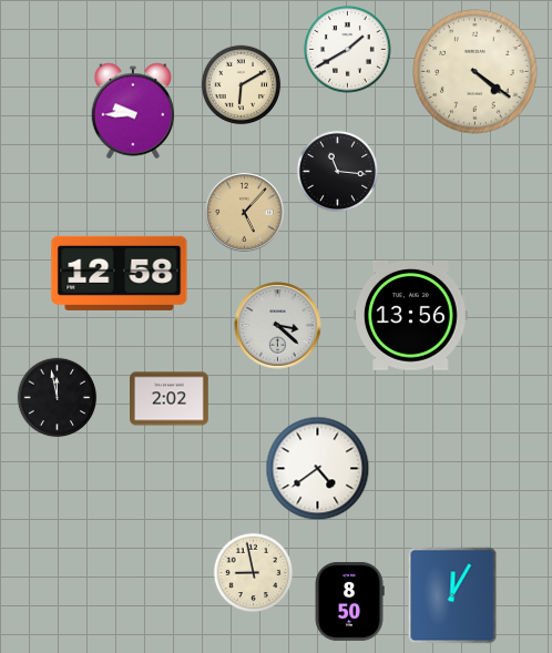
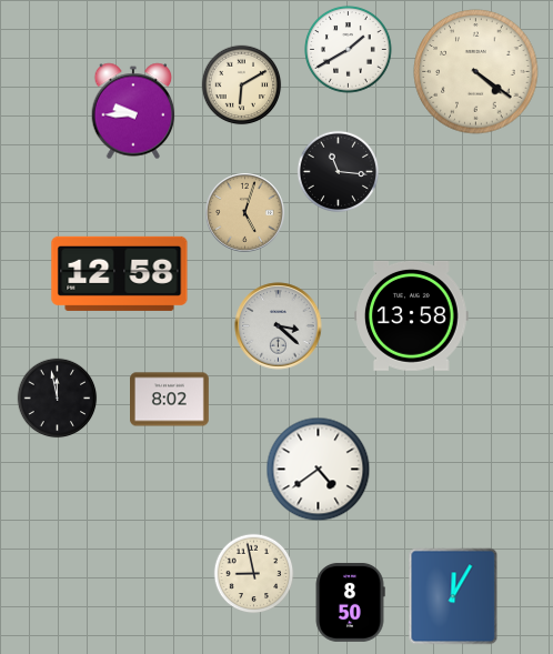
clock at (245, 213): 5:07 -> 5:03
clock at (411, 315): 13:56 -> 13:58
clock at (170, 399): 2:02 -> 8:02
